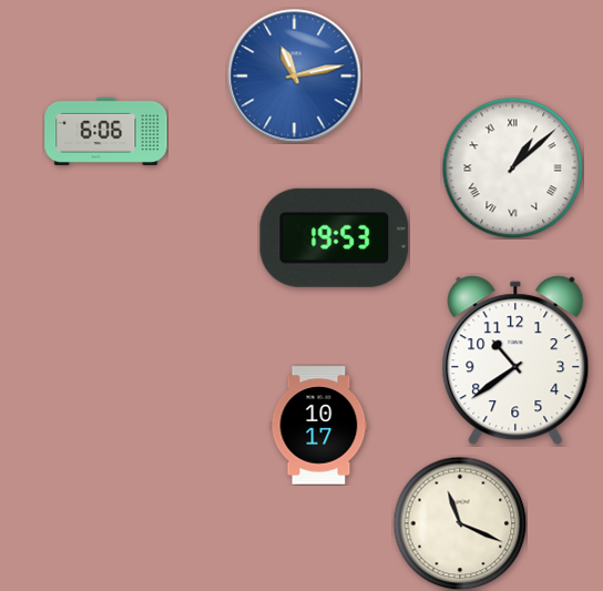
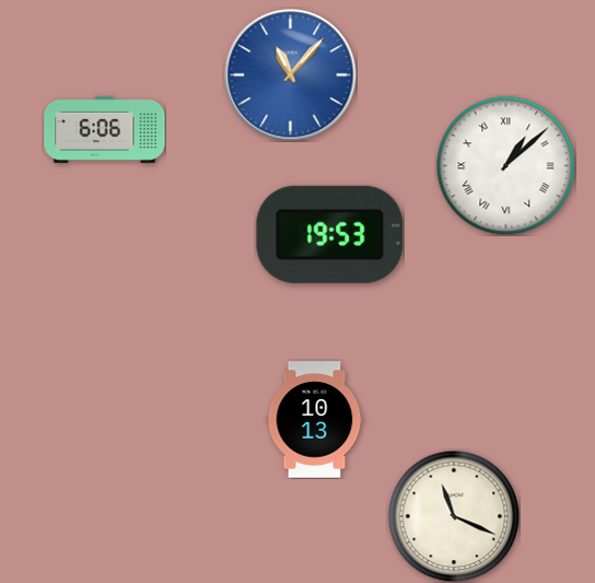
clock at (295, 77): 11:13 -> 11:07
clock at (515, 360): 10:39 -> none
clock at (319, 426): 10:17 -> 10:13
